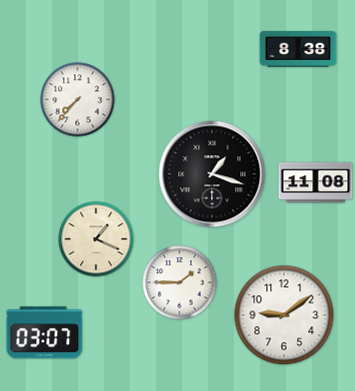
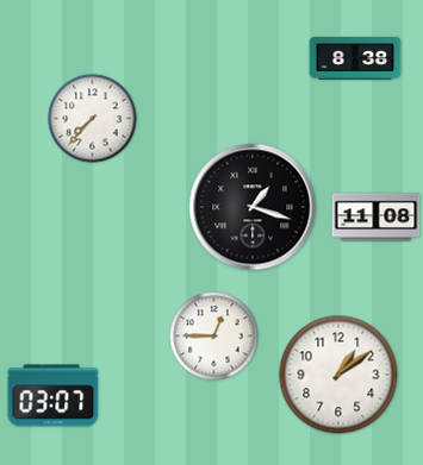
clock at (96, 239): 1:19 -> none
clock at (180, 283): 1:45 -> 12:45
clock at (284, 315): 9:09 -> 1:09
